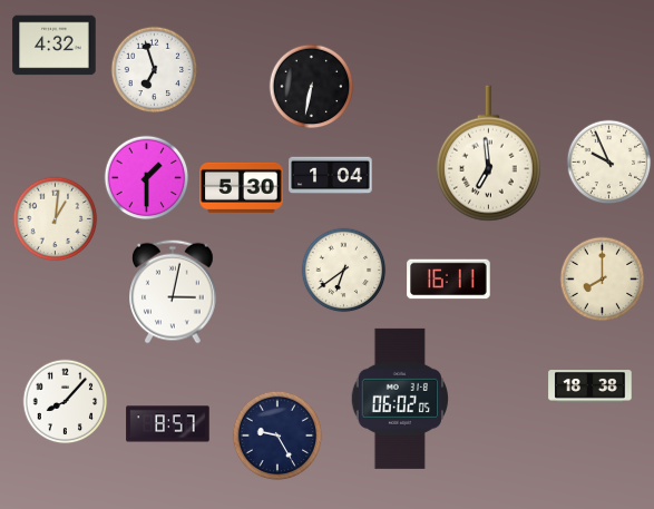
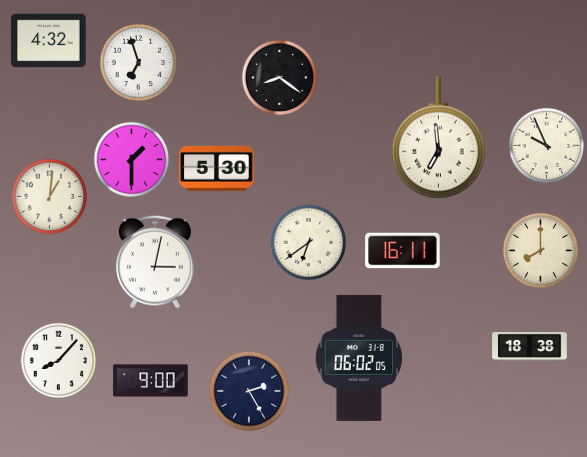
clock at (312, 87): 6:32 -> 8:21
clock at (331, 176): 1:04 -> none
clock at (168, 424): 8:57 -> 9:00
clock at (277, 435): 9:25 -> 2:25
